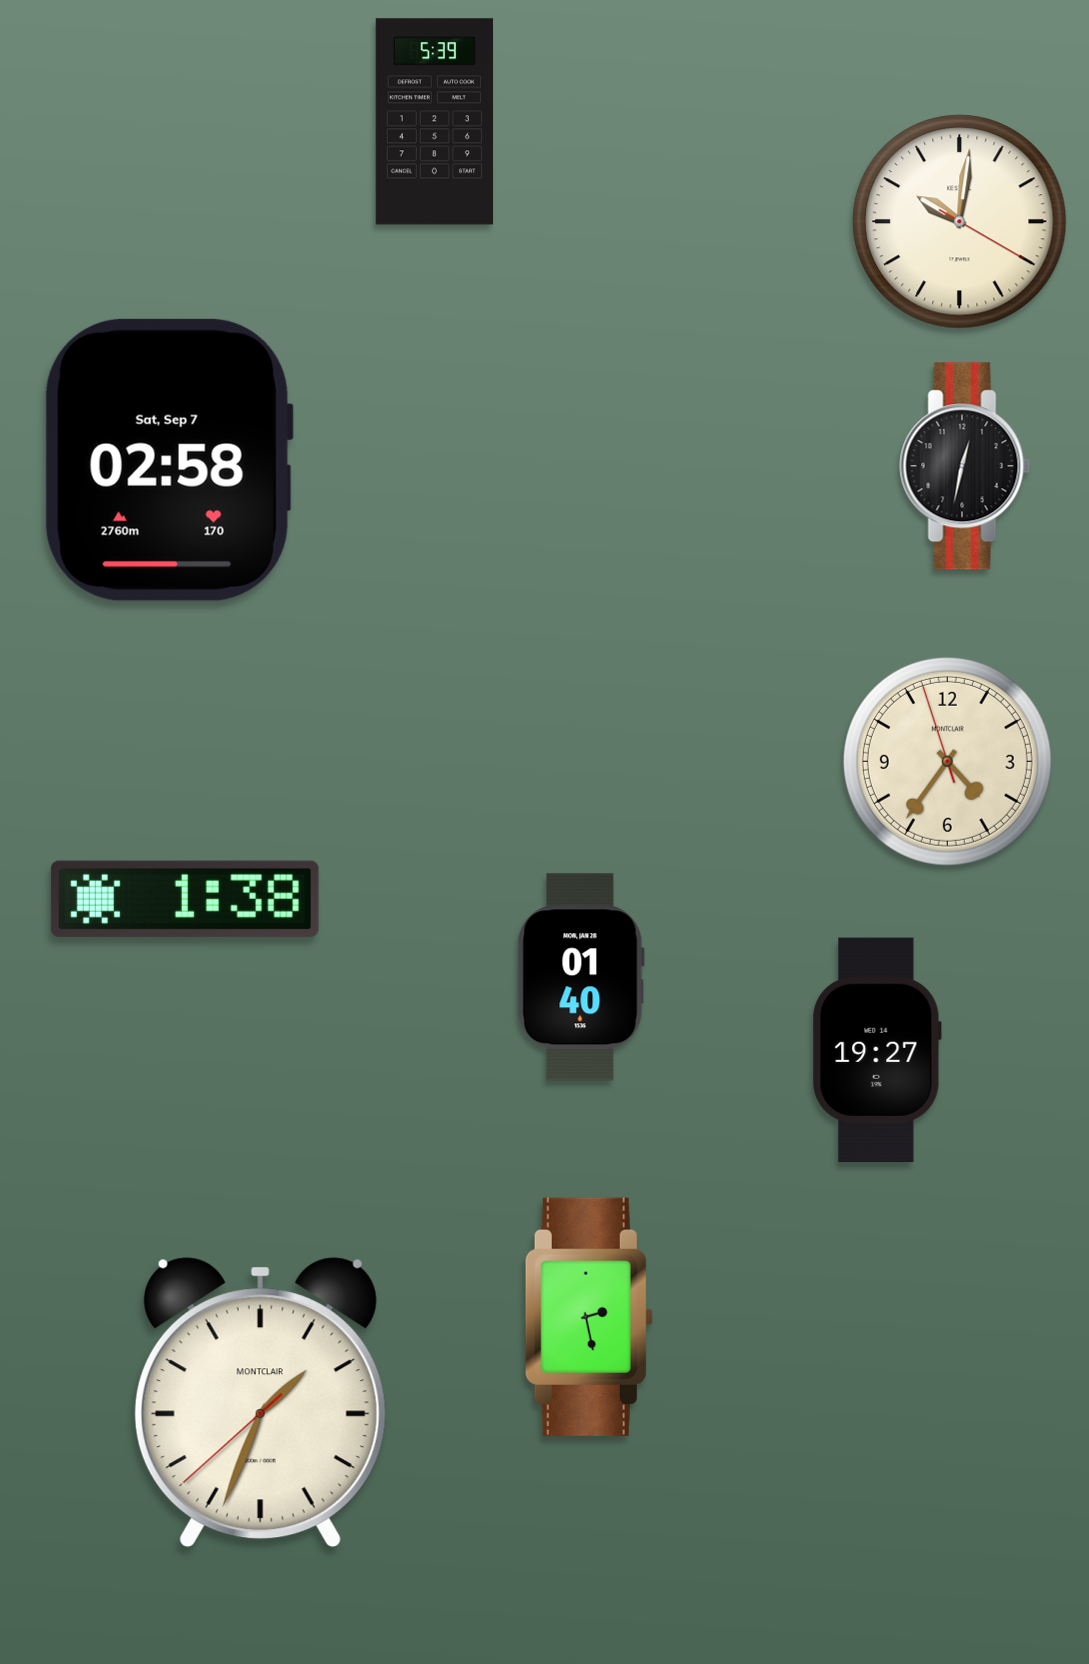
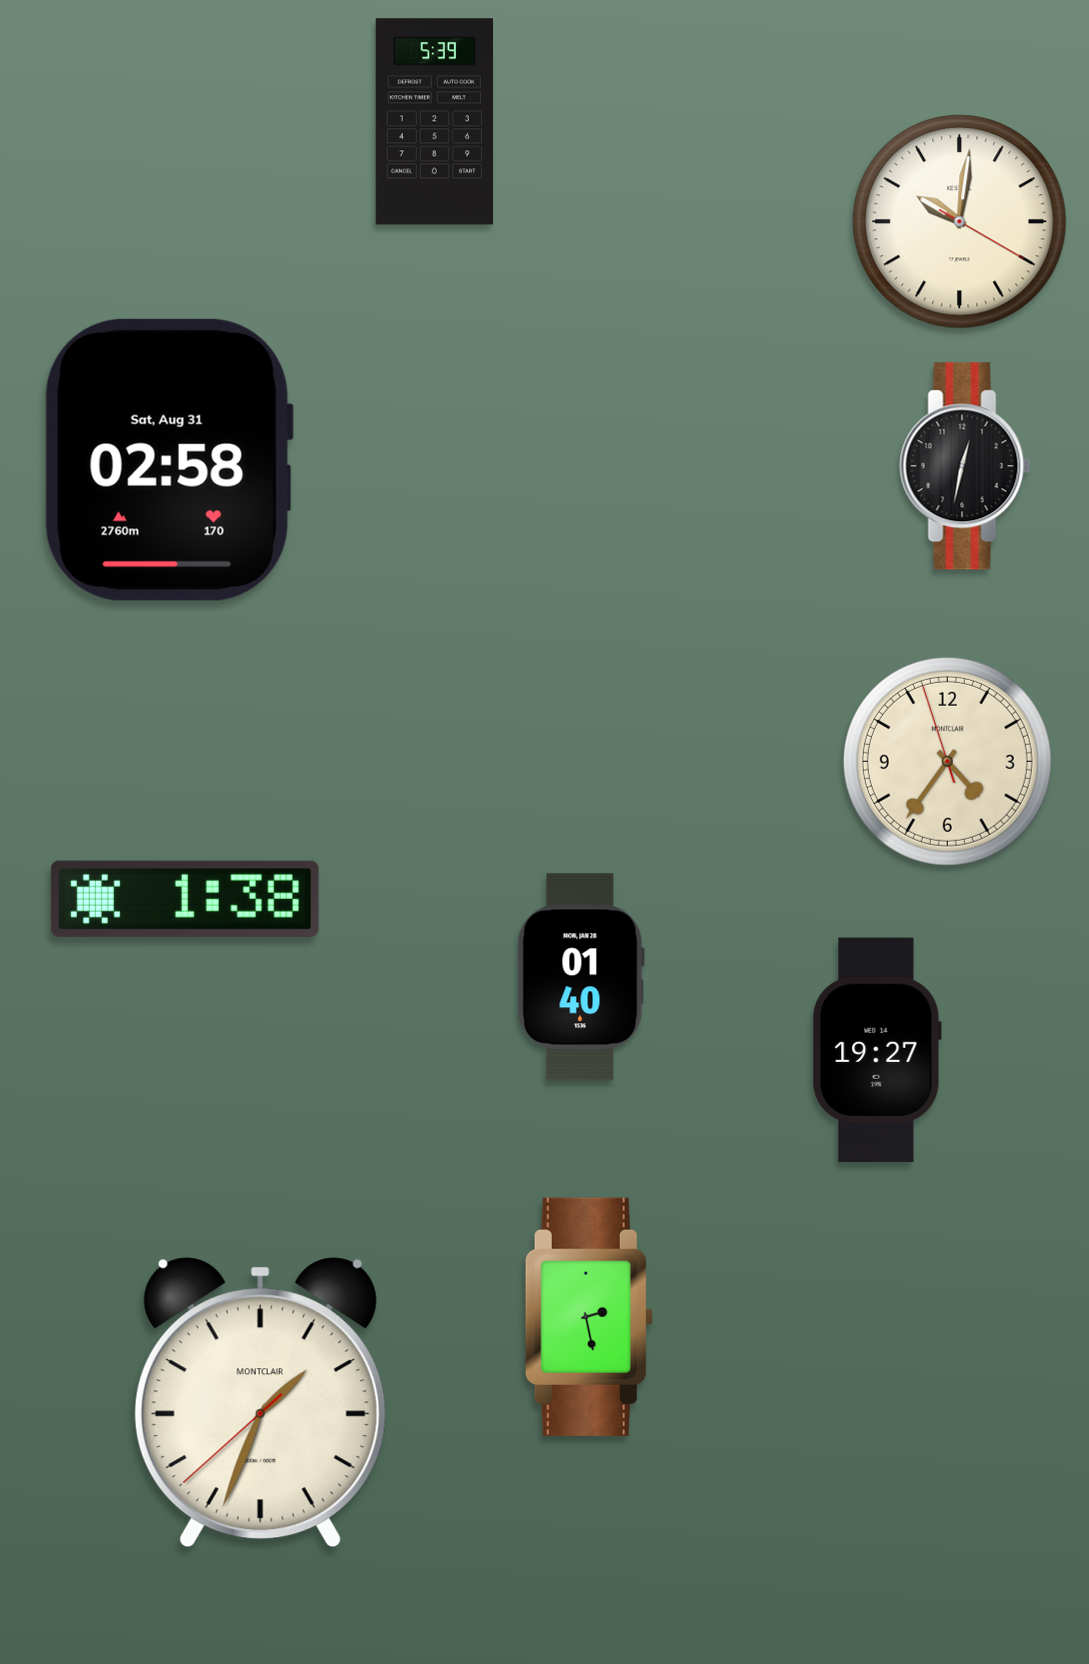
clock at (169, 460) date: Sat, Sep 7 -> Sat, Aug 31
